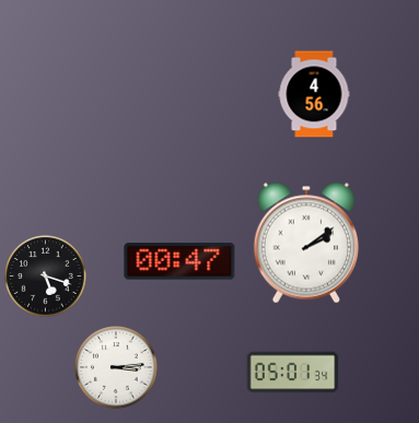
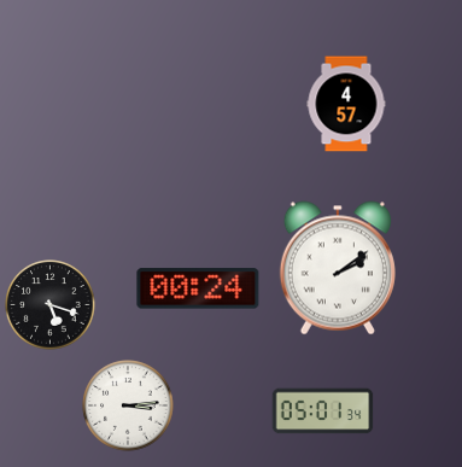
clock at (314, 94): 4:56 -> 4:57
clock at (179, 261): 00:47 -> 00:24
